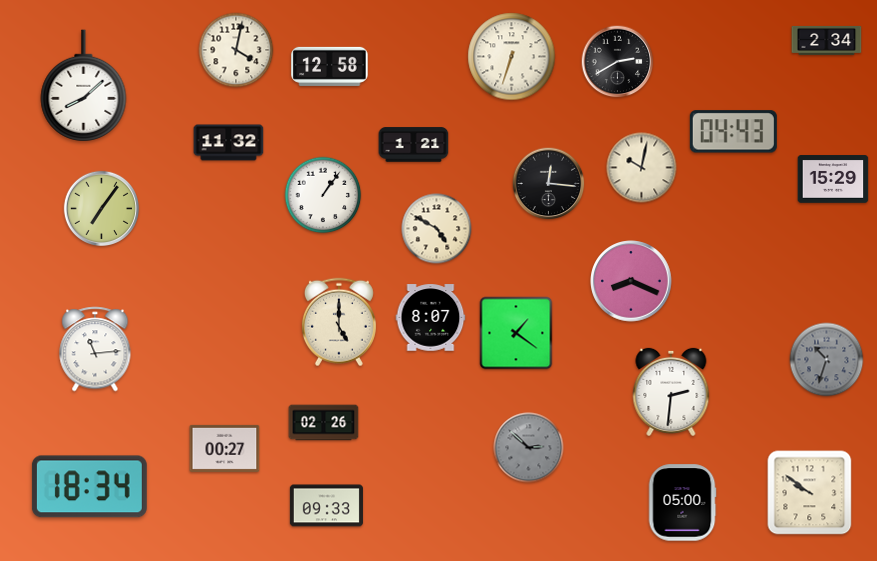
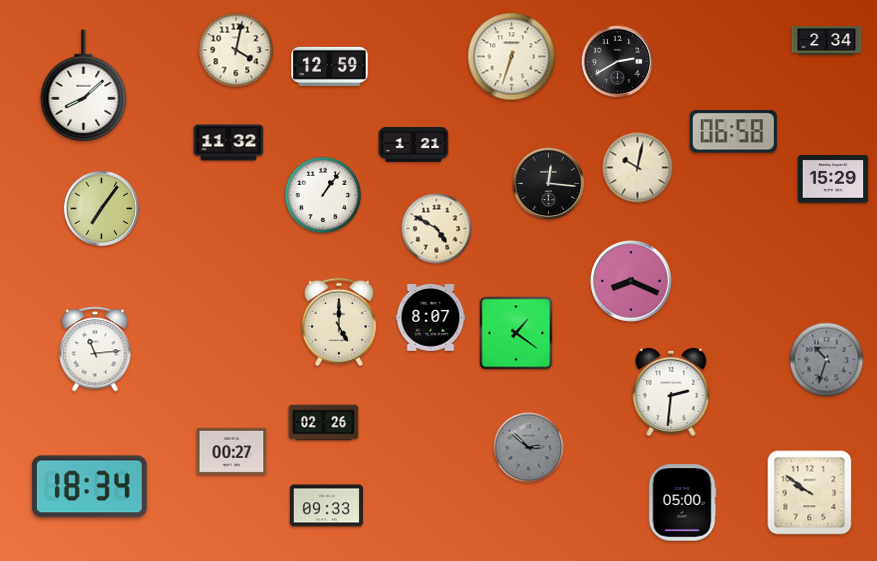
clock at (330, 66): 12:58 -> 12:59
clock at (733, 132): 04:43 -> 06:58
clock at (642, 168) position: (642, 168) -> (638, 168)
clock at (225, 448) position: (225, 448) -> (232, 451)
